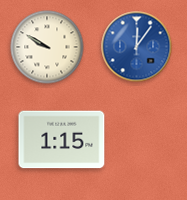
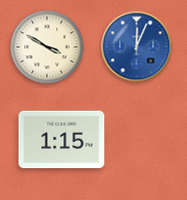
clock at (47, 47): 9:50 -> 3:50
clock at (137, 47): 12:06 -> 12:04
